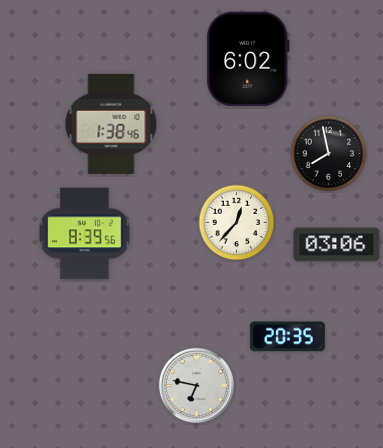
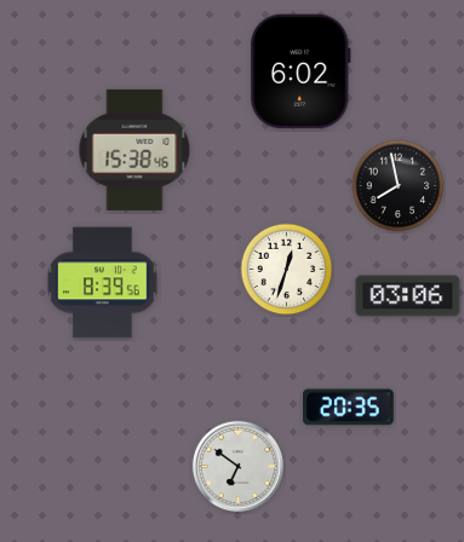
clock at (111, 124): 1:38 -> 15:38
clock at (237, 223): 12:37 -> 12:33
clock at (196, 385): 6:47 -> 6:51
